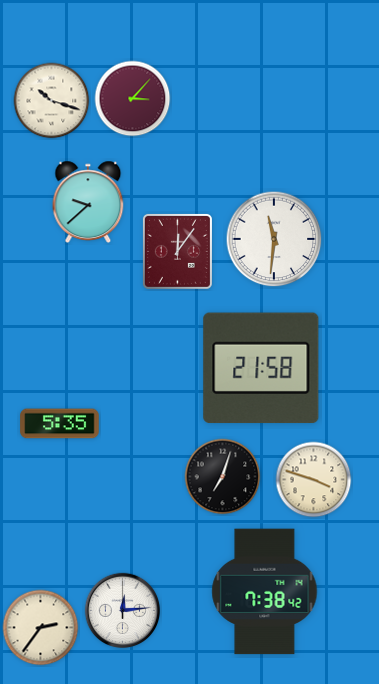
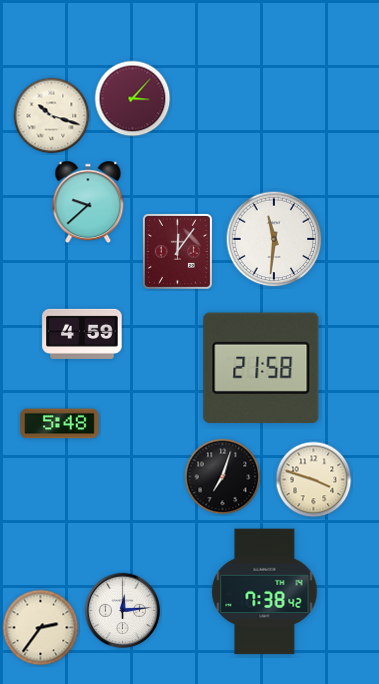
clock at (52, 101) position: (52, 101) -> (52, 116)
clock at (82, 334): none -> 4:59
clock at (60, 424): 5:35 -> 5:48
